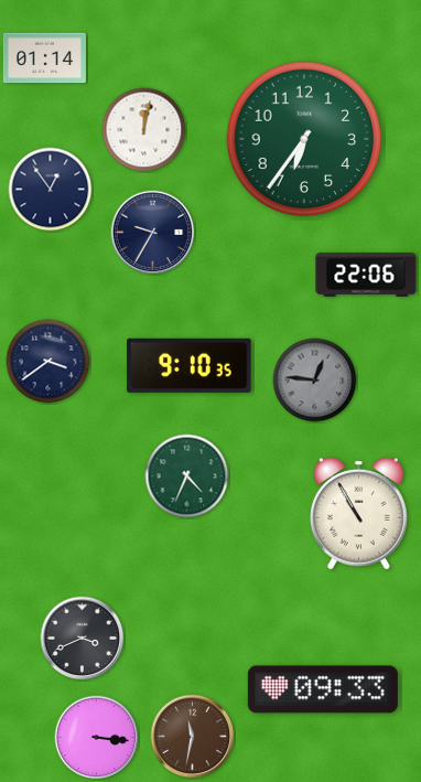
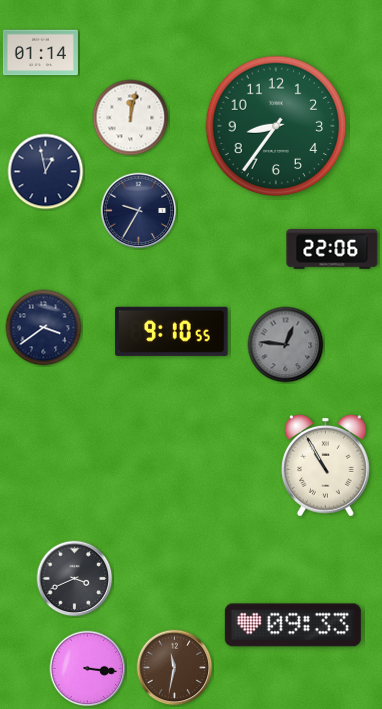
clock at (304, 139): 6:36 -> 8:36
clock at (51, 190): 12:54 -> 12:58
clock at (190, 365): 9:10:35 -> 9:10:55
clock at (187, 476): 4:34 -> none
